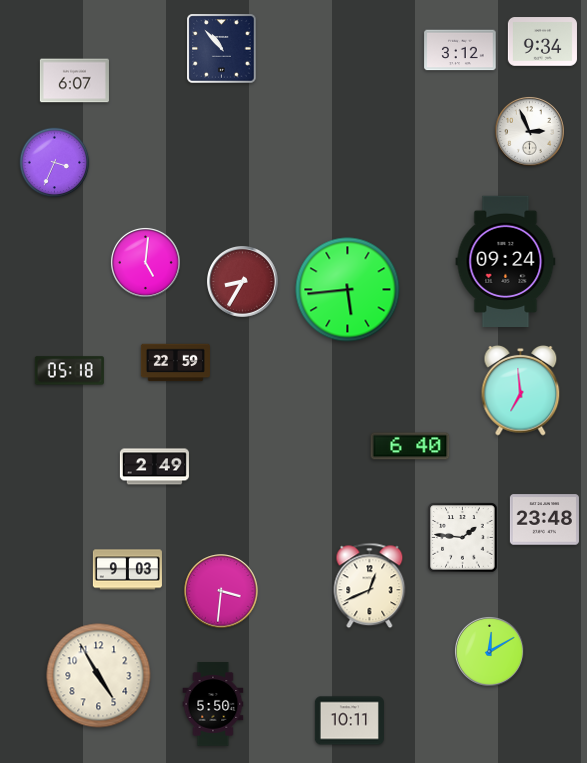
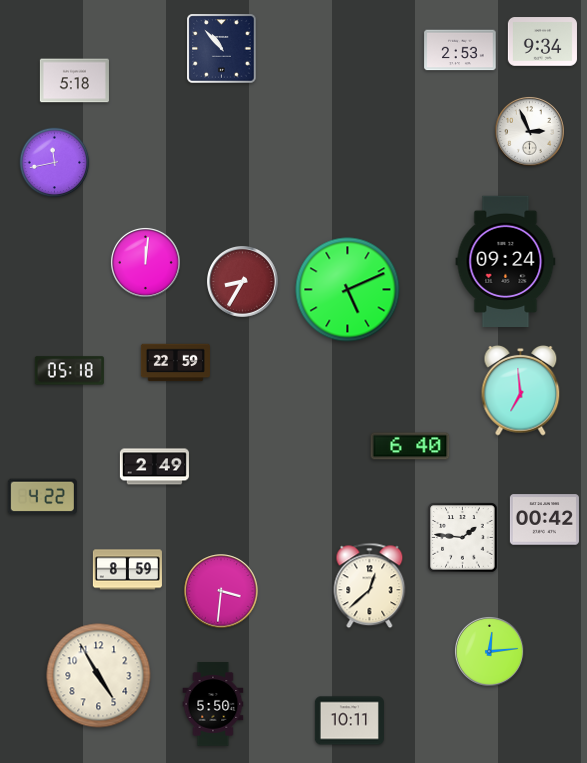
clock at (460, 50): 3:12 -> 2:53
clock at (74, 81): 6:07 -> 5:18
clock at (55, 163): 3:34 -> 11:43
clock at (145, 262): 5:01 -> 12:01
clock at (348, 290): 5:44 -> 5:11
clock at (42, 497): none -> 4:22
clock at (544, 520): 23:48 -> 00:42
clock at (127, 570): 9:03 -> 8:59
clock at (370, 586): 12:41 -> 12:38
clock at (489, 651): 12:10 -> 12:14
